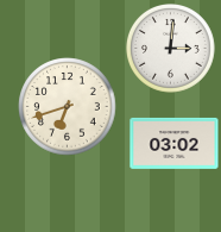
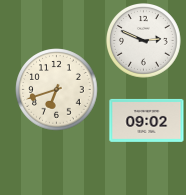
clock at (171, 49): 3:01 -> 2:49
clock at (175, 143): 03:02 -> 09:02
